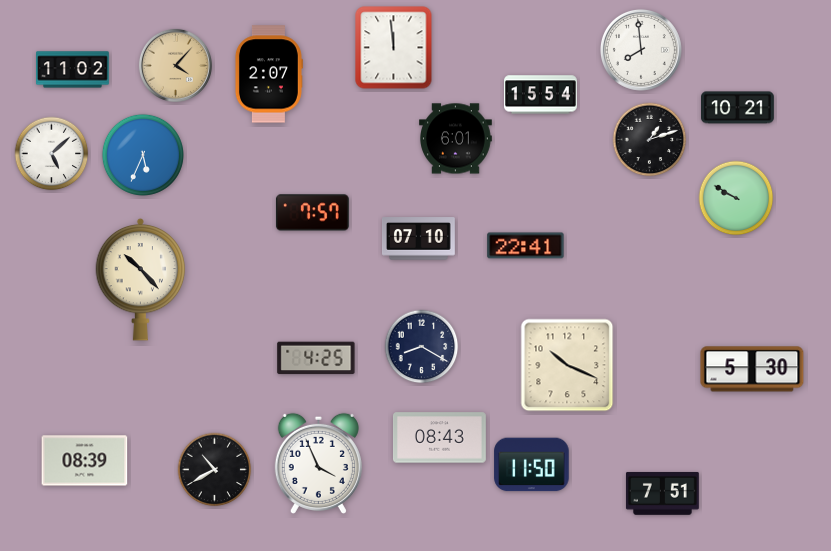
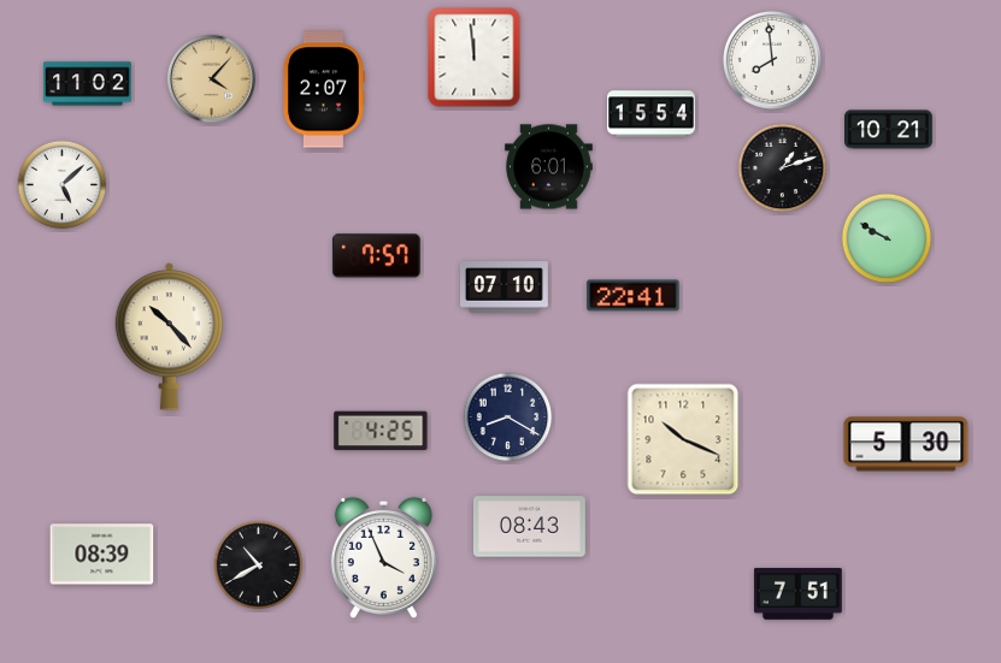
clock at (143, 155): 5:34 -> none
clock at (532, 465): 11:50 -> none
